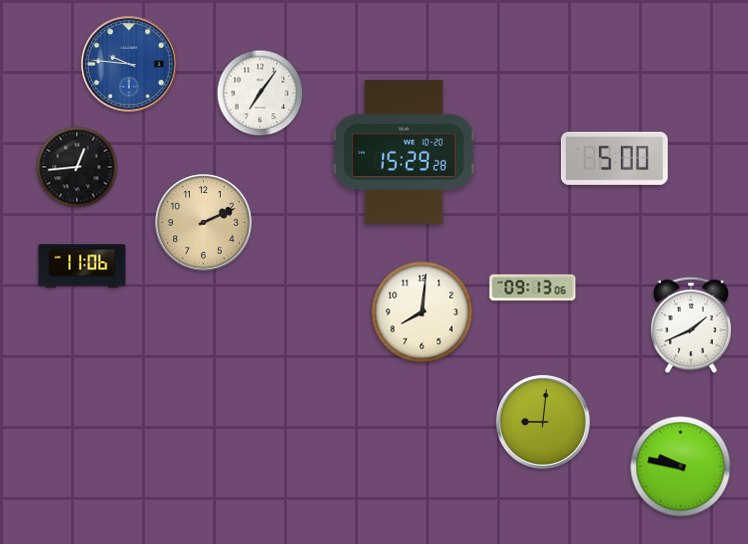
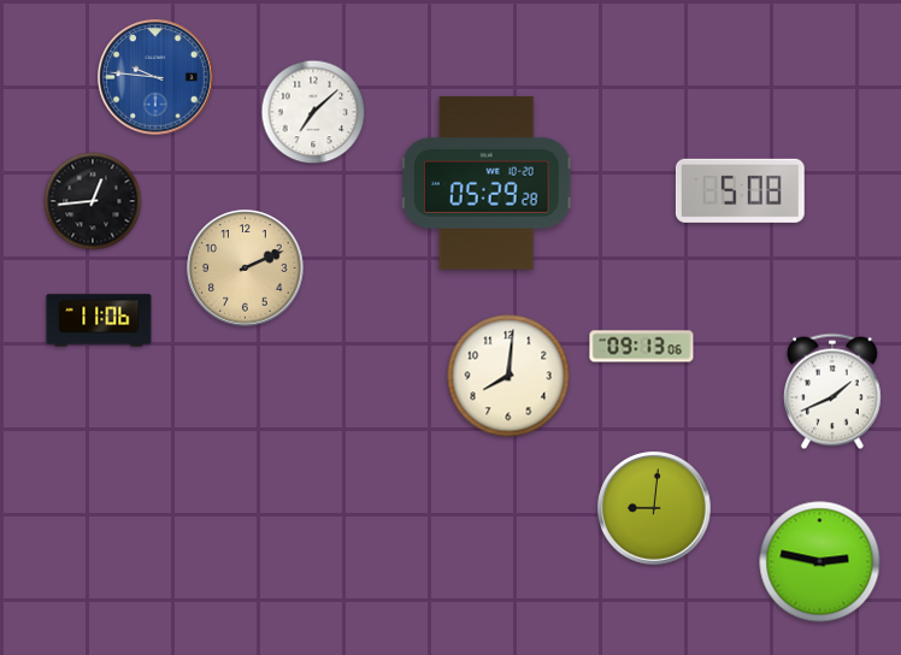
clock at (260, 93): 7:06 -> 7:08
clock at (404, 152): 15:29 -> 05:29
clock at (614, 158): 5:00 -> 5:08
clock at (681, 467): 9:47 -> 2:47
